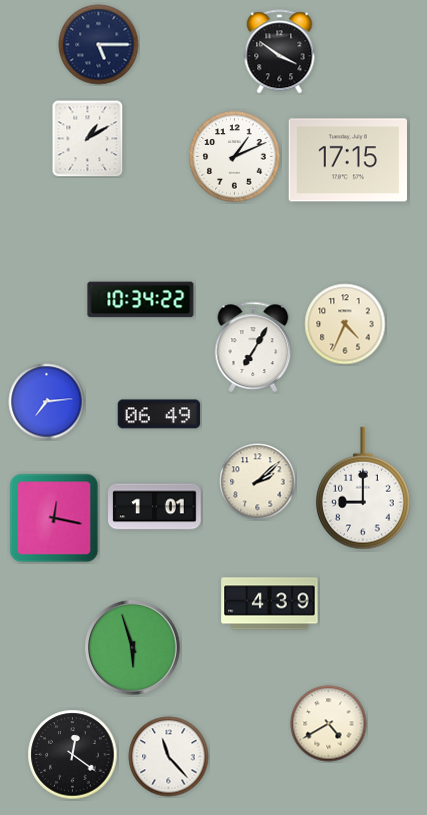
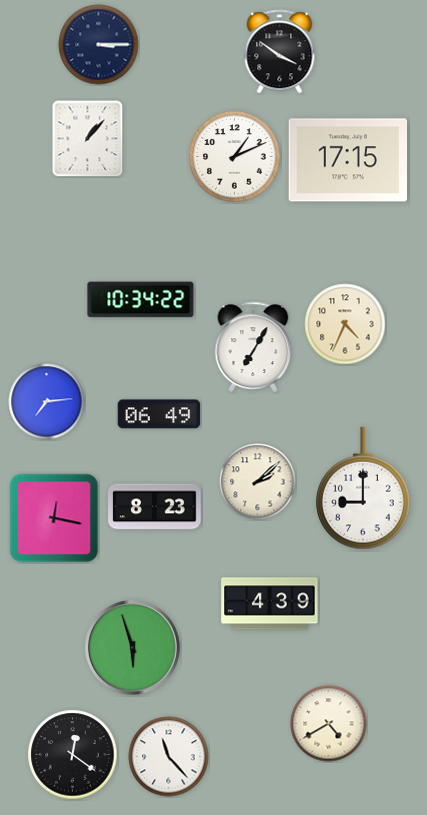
clock at (99, 45): 5:15 -> 3:15
clock at (88, 138): 1:10 -> 1:07
clock at (155, 507): 1:01 -> 8:23
